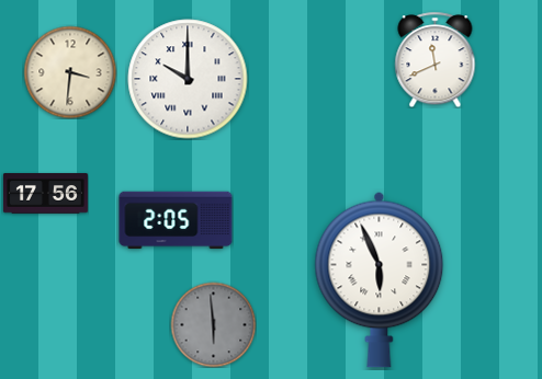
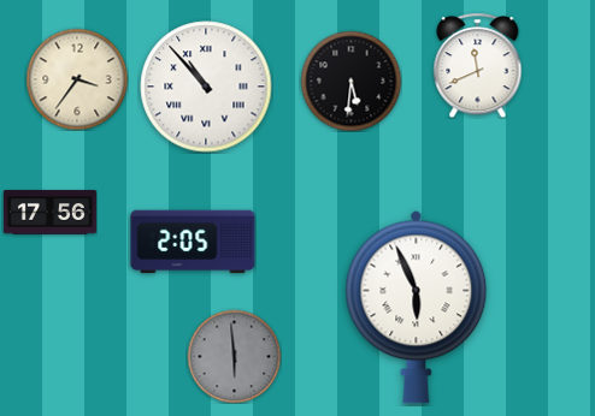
clock at (70, 72): 3:31 -> 3:36
clock at (350, 81): none -> 5:31
clock at (188, 79): 10:00 -> 10:53
